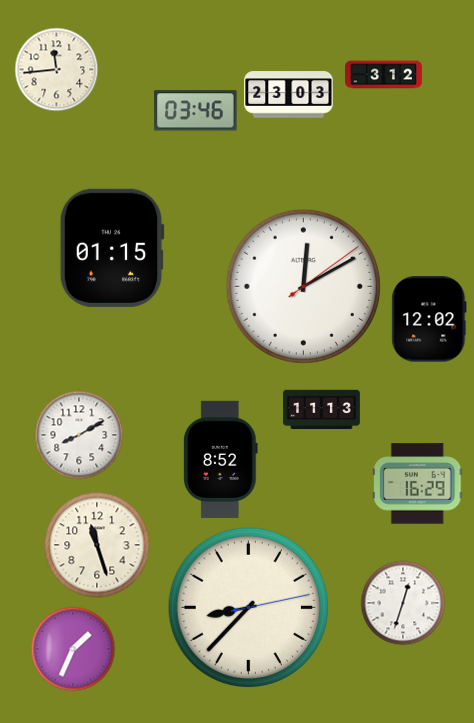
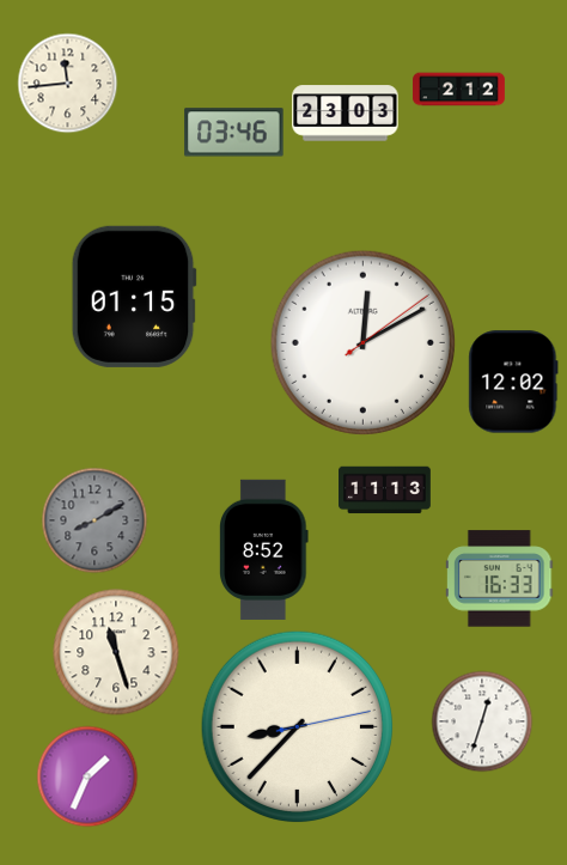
clock at (384, 75): 3:12 -> 2:12
clock at (79, 435) dial: white -> grey
clock at (418, 484): 16:29 -> 16:33
